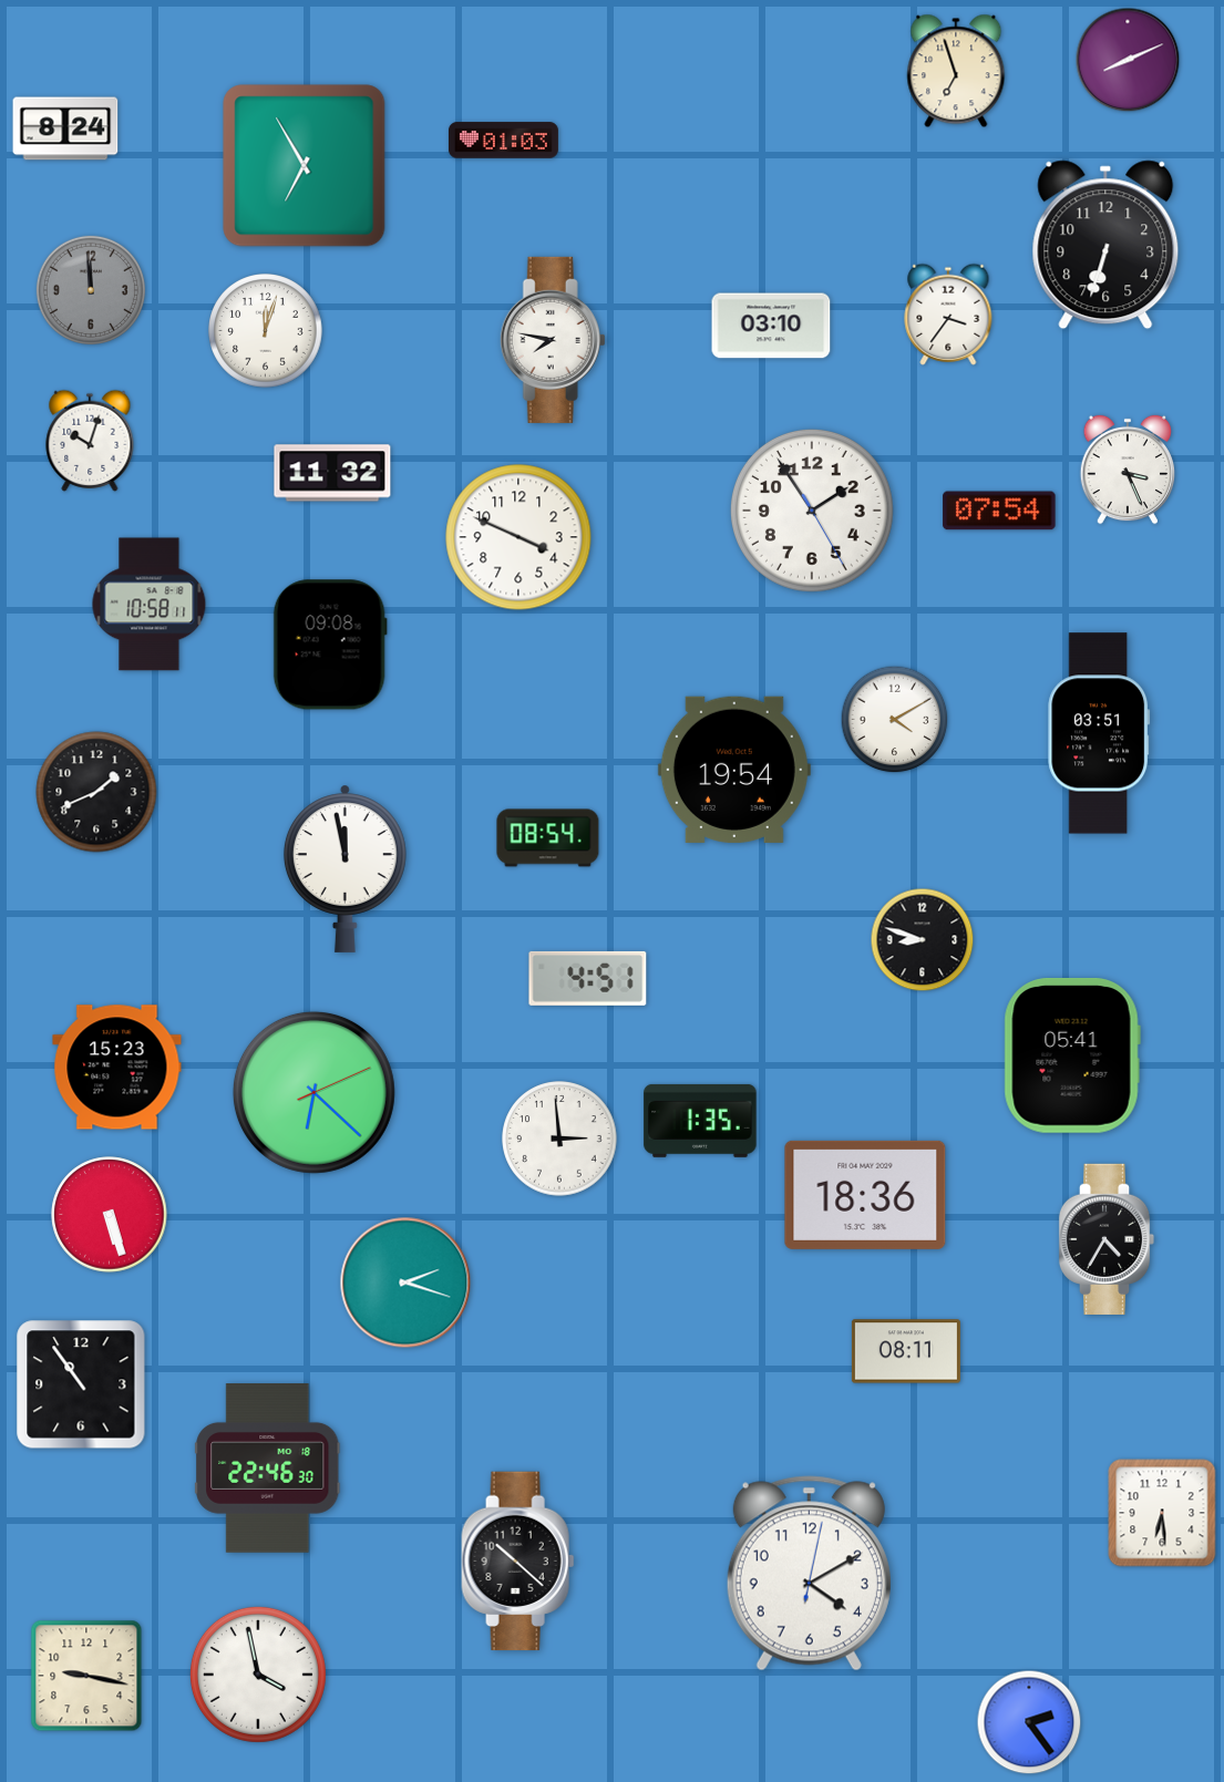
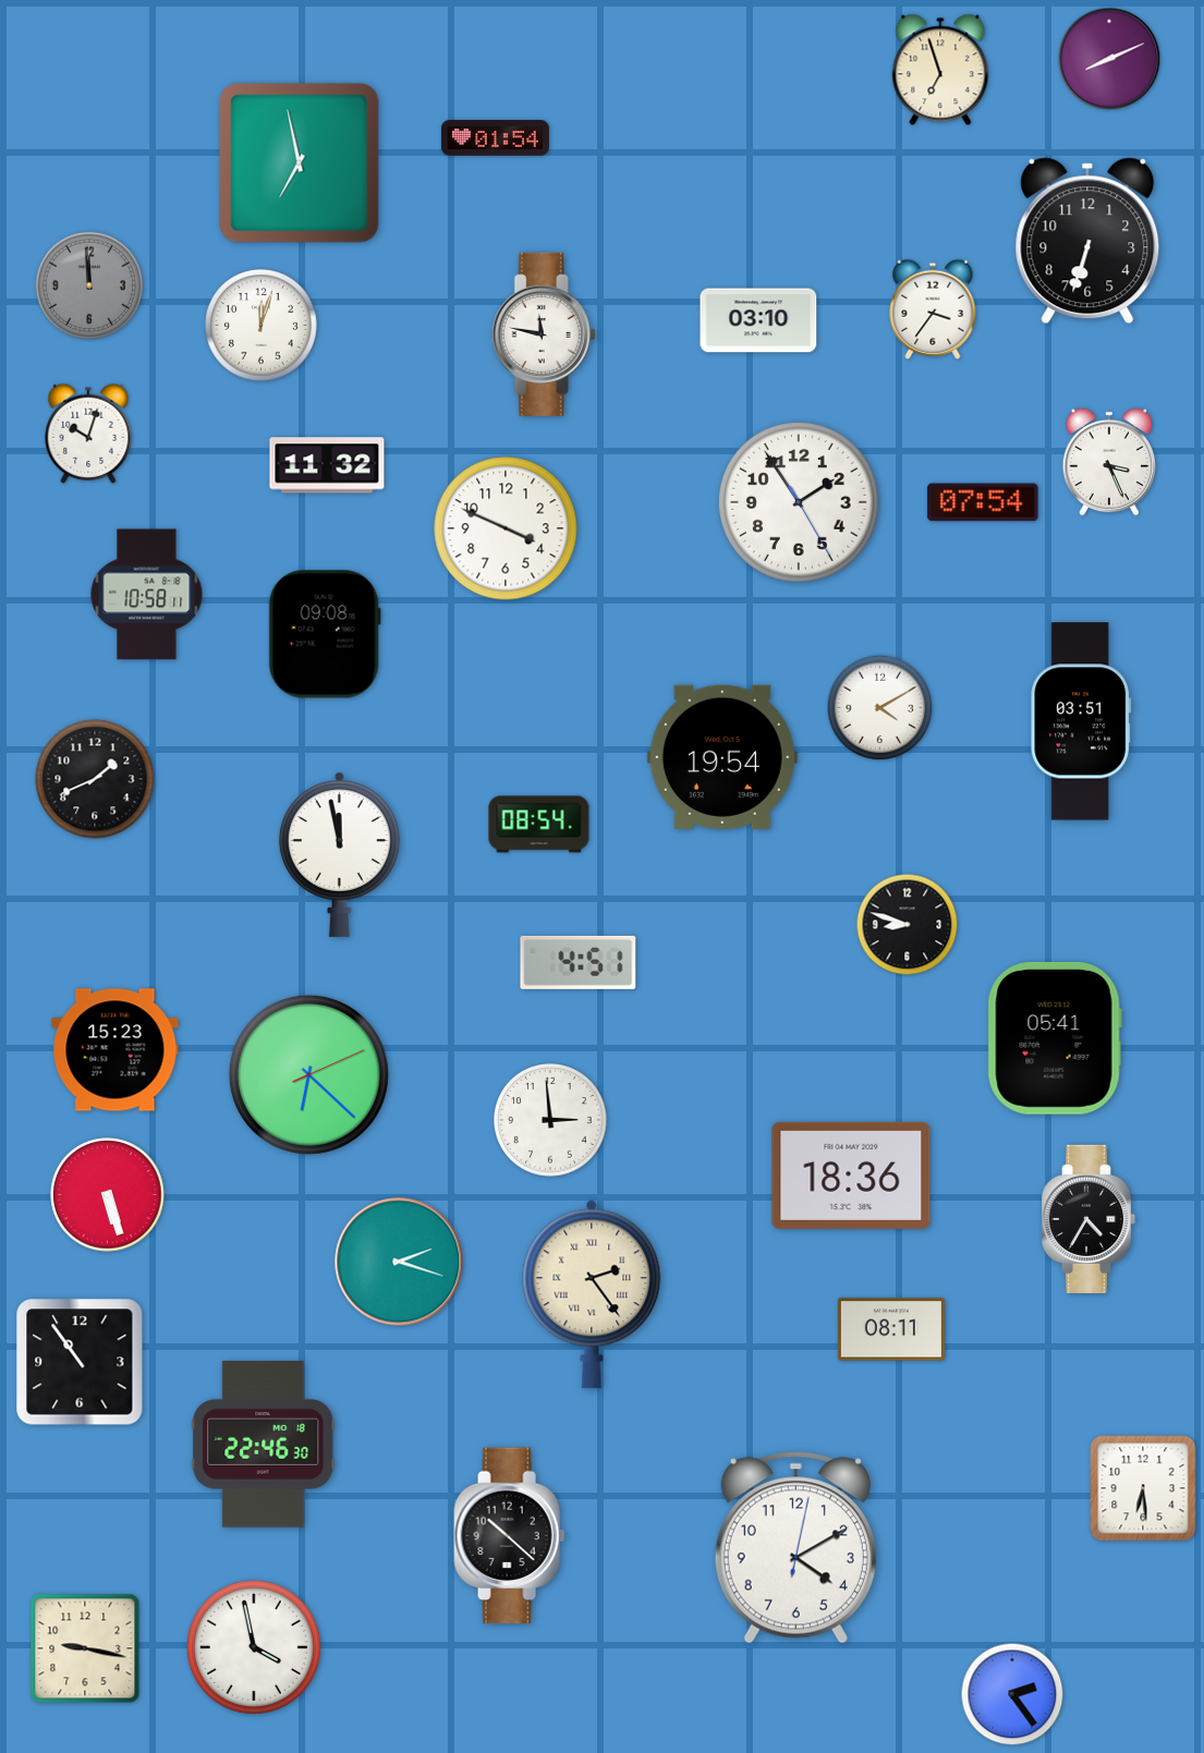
clock at (65, 128): 8:24 -> none
clock at (503, 141): 01:03 -> 01:54
clock at (305, 166): 6:55 -> 6:58
clock at (553, 340): 7:47 -> 11:47
clock at (518, 537) position: (518, 537) -> (506, 528)
clock at (700, 1121): 1:35 -> none
clock at (592, 1294): none -> 2:24
